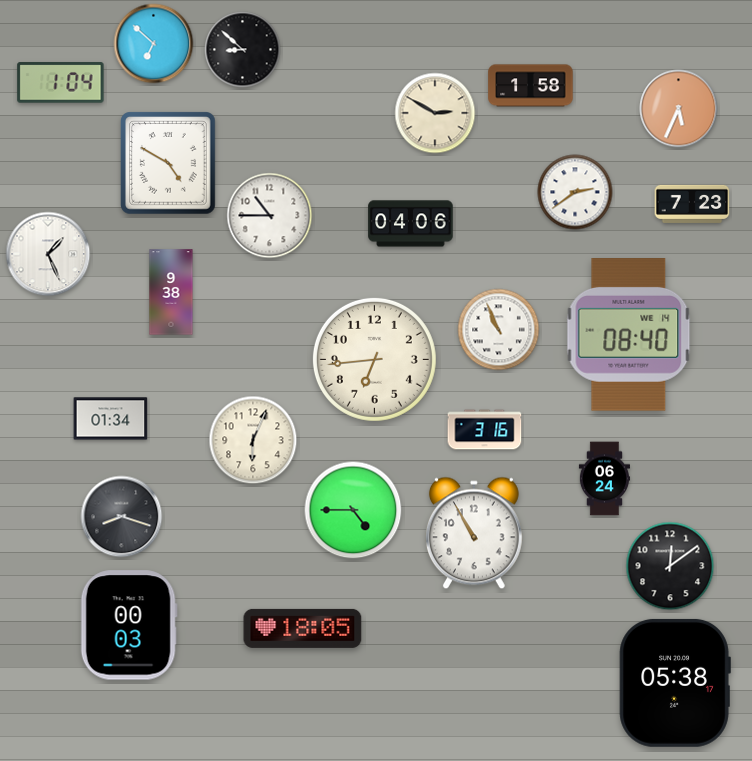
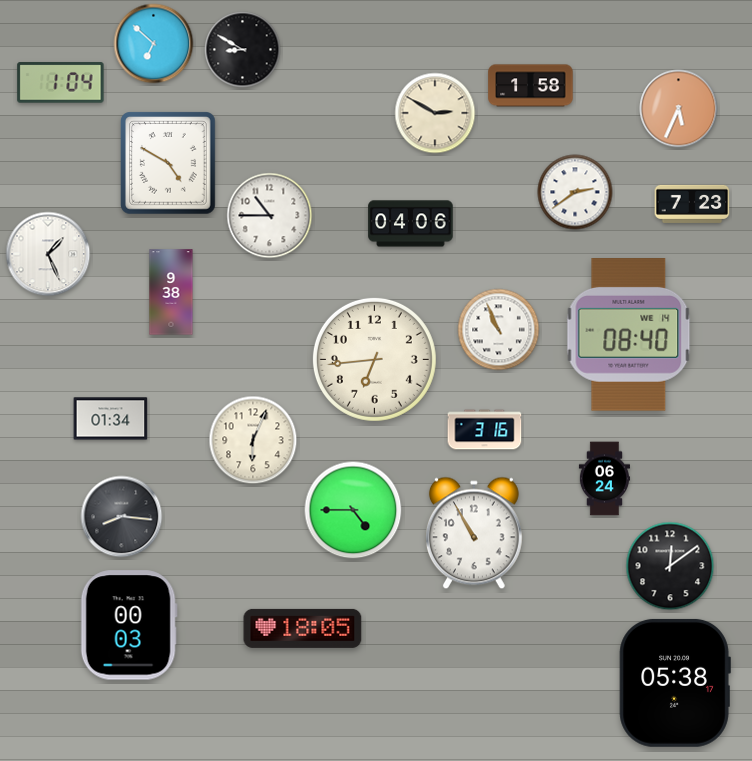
clock at (243, 50): 8:52 -> 8:50
clock at (122, 517): 8:18 -> 8:16
